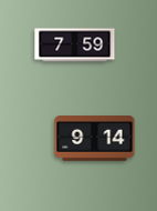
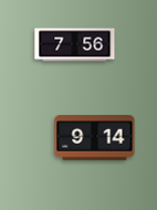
clock at (75, 46): 7:59 -> 7:56
